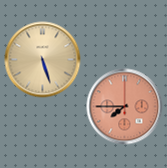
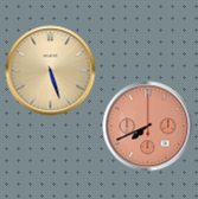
clock at (125, 107): 7:45 -> 7:41
